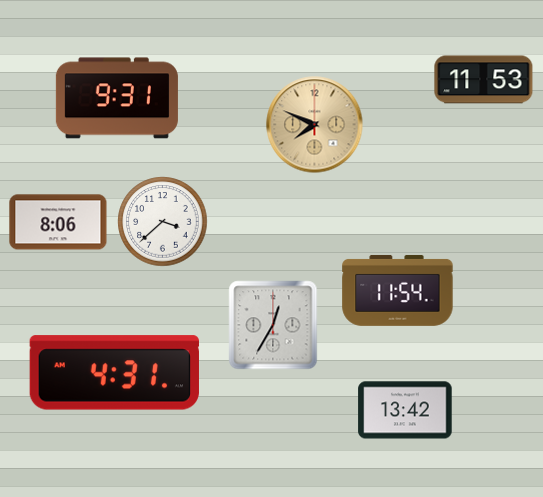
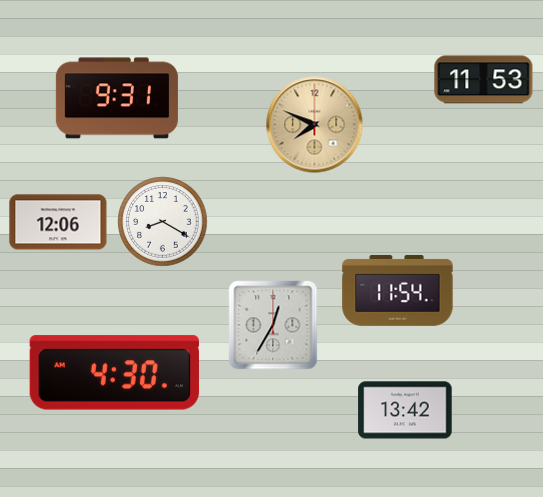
clock at (58, 222): 8:06 -> 12:06
clock at (163, 222): 3:38 -> 8:20
clock at (114, 373): 4:31 -> 4:30
